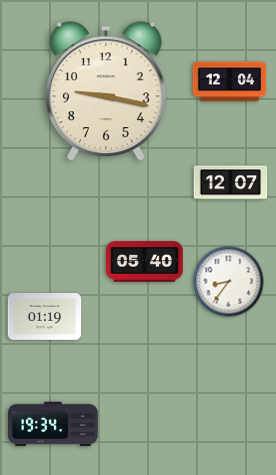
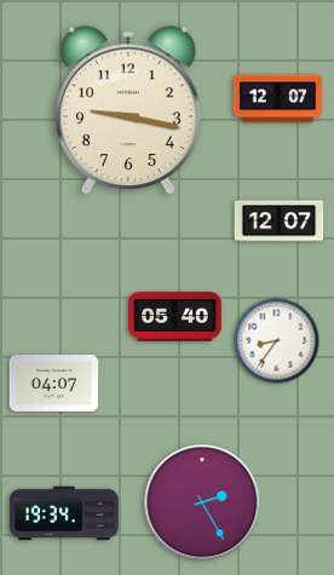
clock at (230, 82): 12:04 -> 12:07
clock at (45, 317): 01:19 -> 04:07
clock at (202, 502): none -> 2:25
